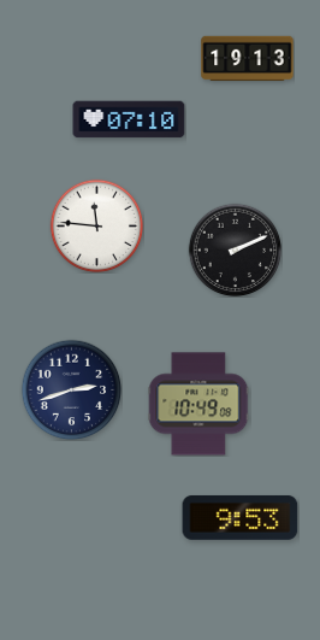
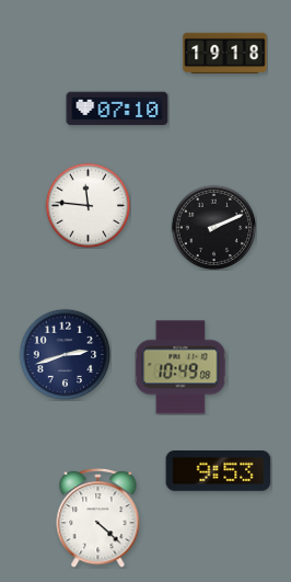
clock at (248, 59): 19:13 -> 19:18
clock at (98, 517): none -> 4:22
